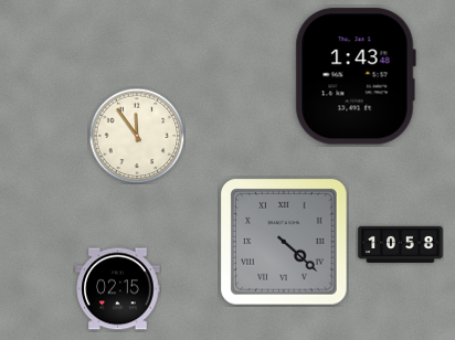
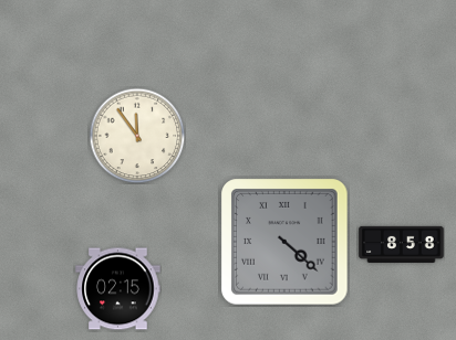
clock at (356, 76): 1:43 -> none
clock at (401, 244): 10:58 -> 8:58
